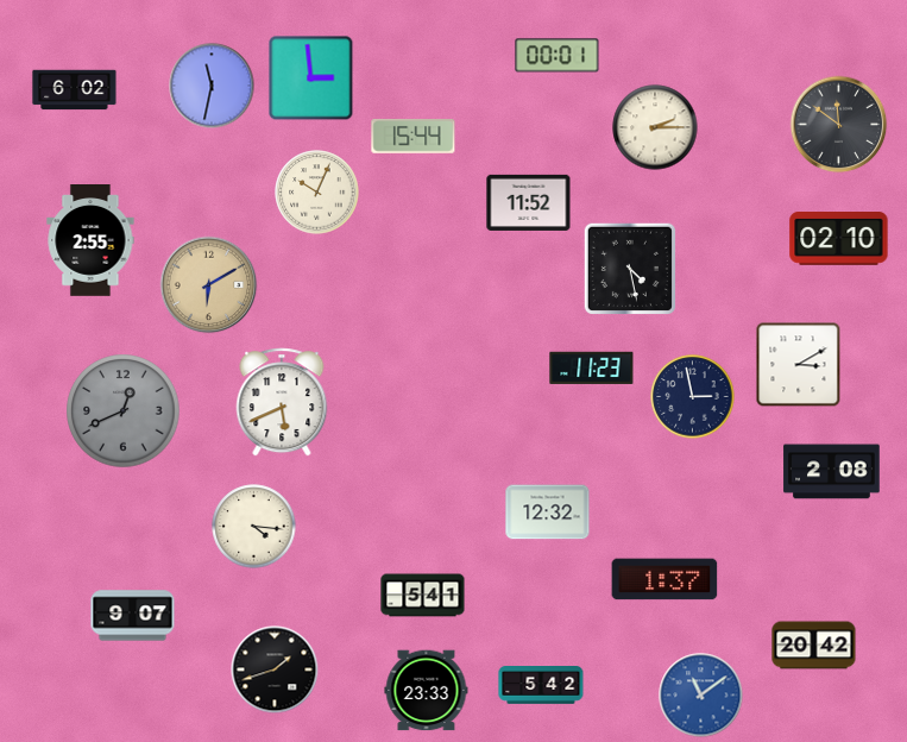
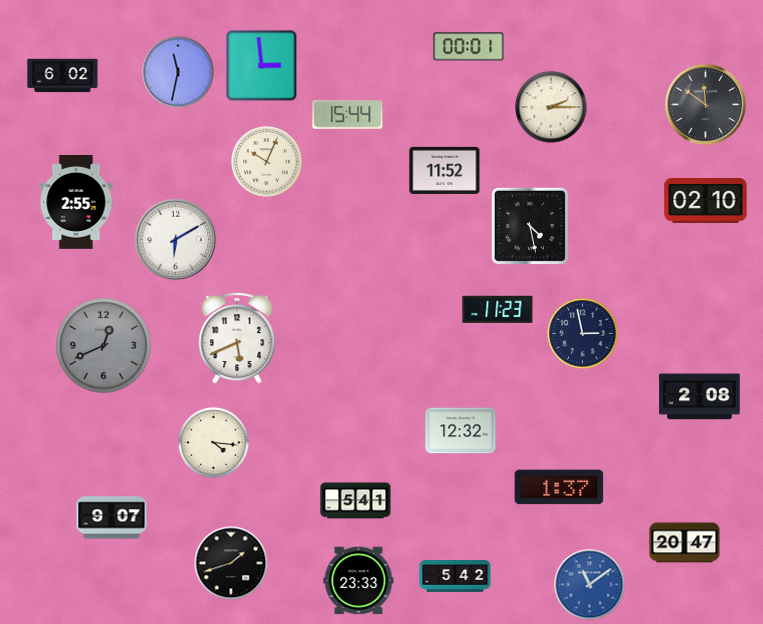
clock at (209, 285) dial: champagne -> white
clock at (799, 365): 3:10 -> none
clock at (814, 646): 20:42 -> 20:47
